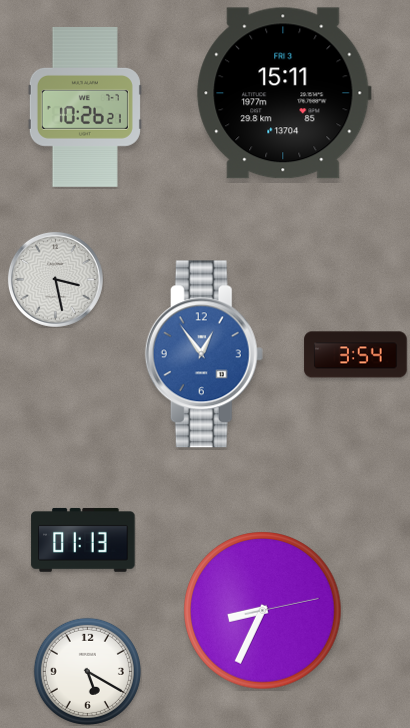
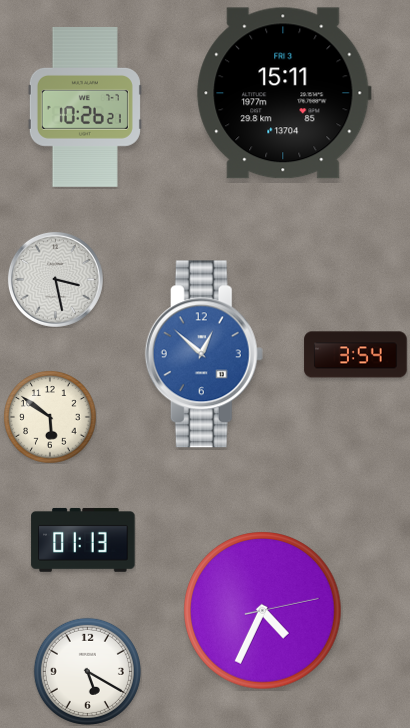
clock at (204, 354): 12:54 -> 12:52
clock at (50, 417): none -> 5:51
clock at (263, 611): 8:34 -> 4:34
